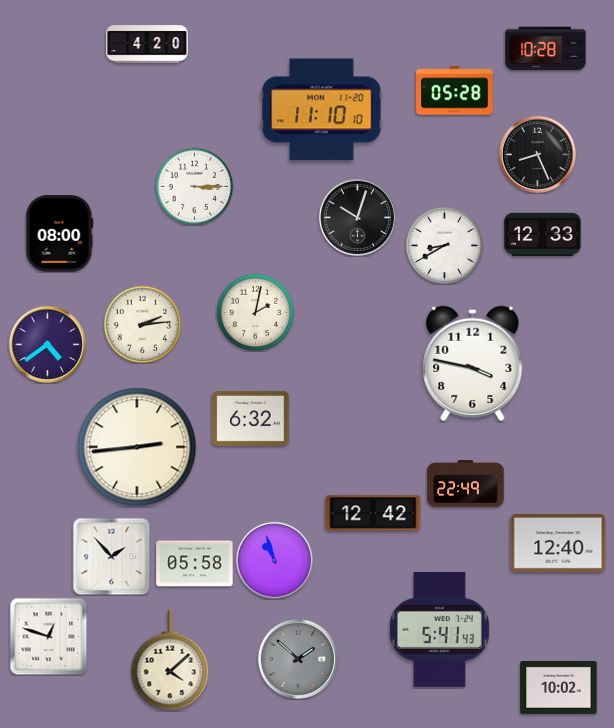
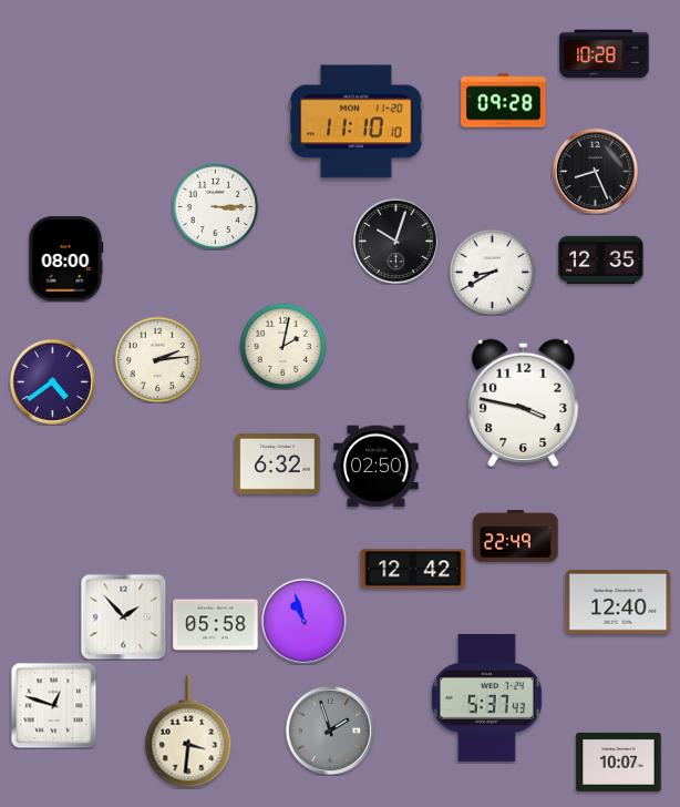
clock at (147, 44): 4:20 -> none
clock at (455, 91): 05:28 -> 09:28
clock at (543, 234): 12:33 -> 12:35
clock at (377, 467): none -> 02:50
clock at (137, 447): 2:44 -> none
clock at (439, 629): 5:41 -> 5:37
clock at (297, 658): 1:52 -> 1:57
clock at (170, 660): 4:08 -> 3:31
clock at (559, 687): 10:02 -> 10:07
